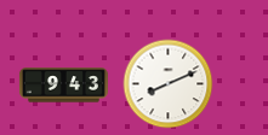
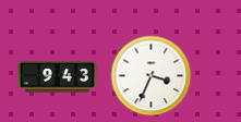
clock at (169, 84): 8:11 -> 3:34
